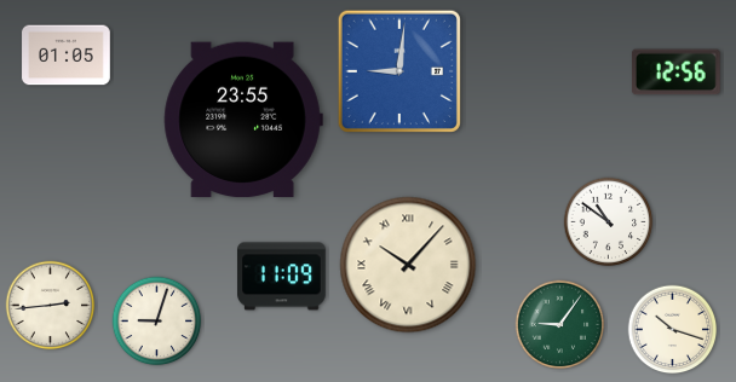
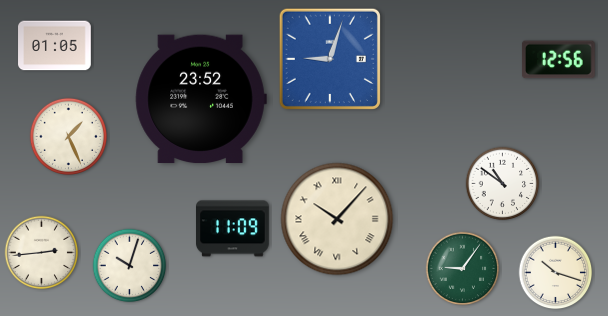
clock at (399, 71): 9:01 -> 9:03
clock at (243, 120): 23:55 -> 23:52
clock at (68, 136): none -> 1:26
clock at (157, 322): 9:03 -> 10:03
